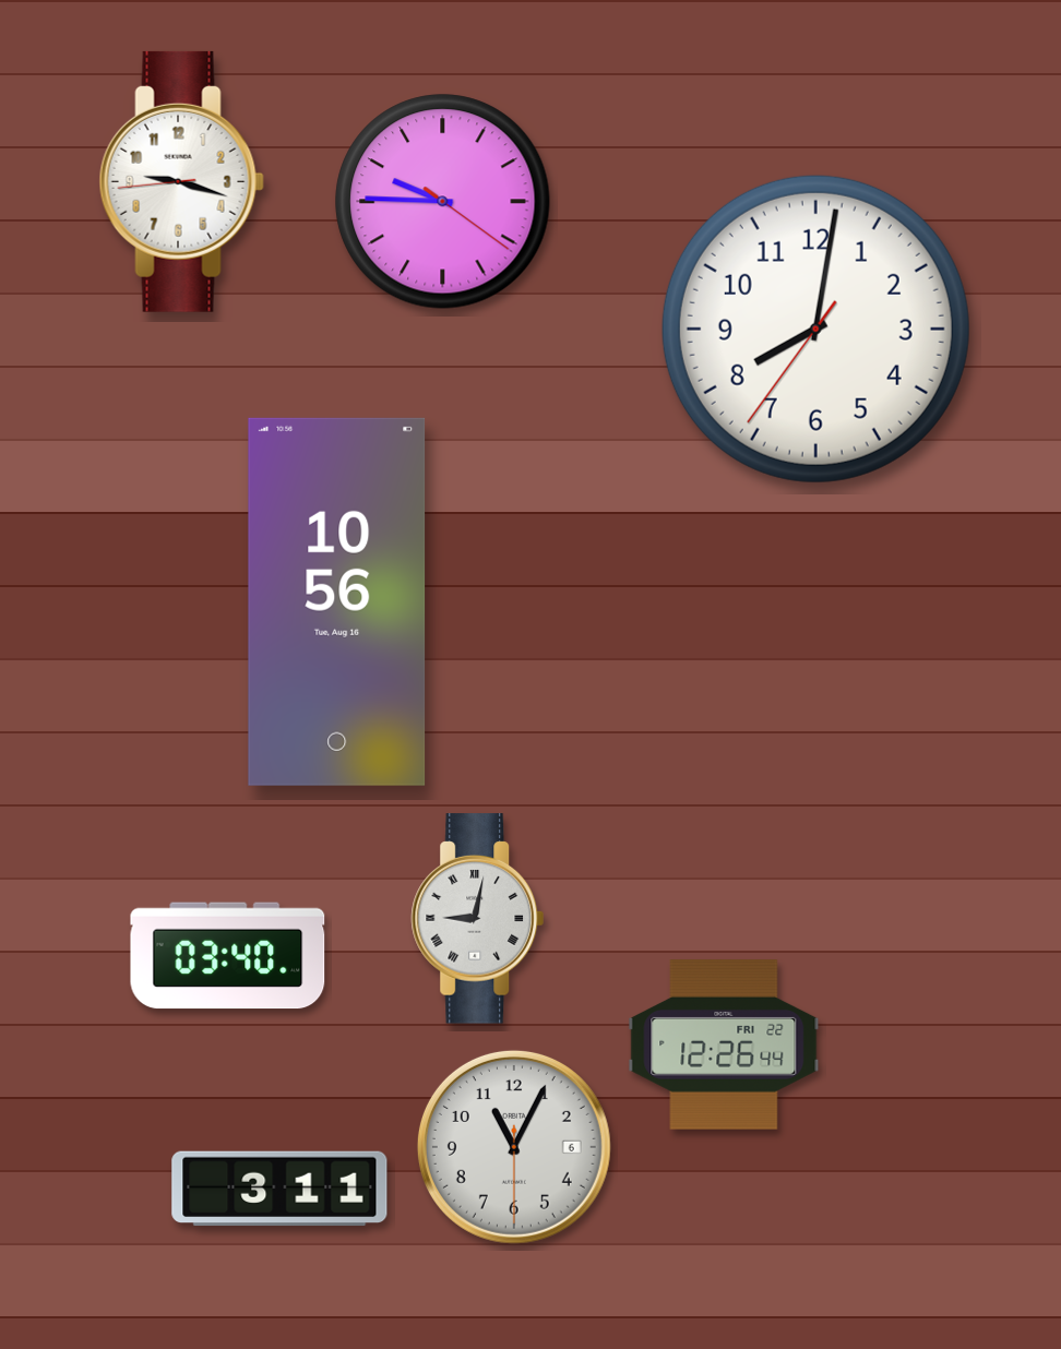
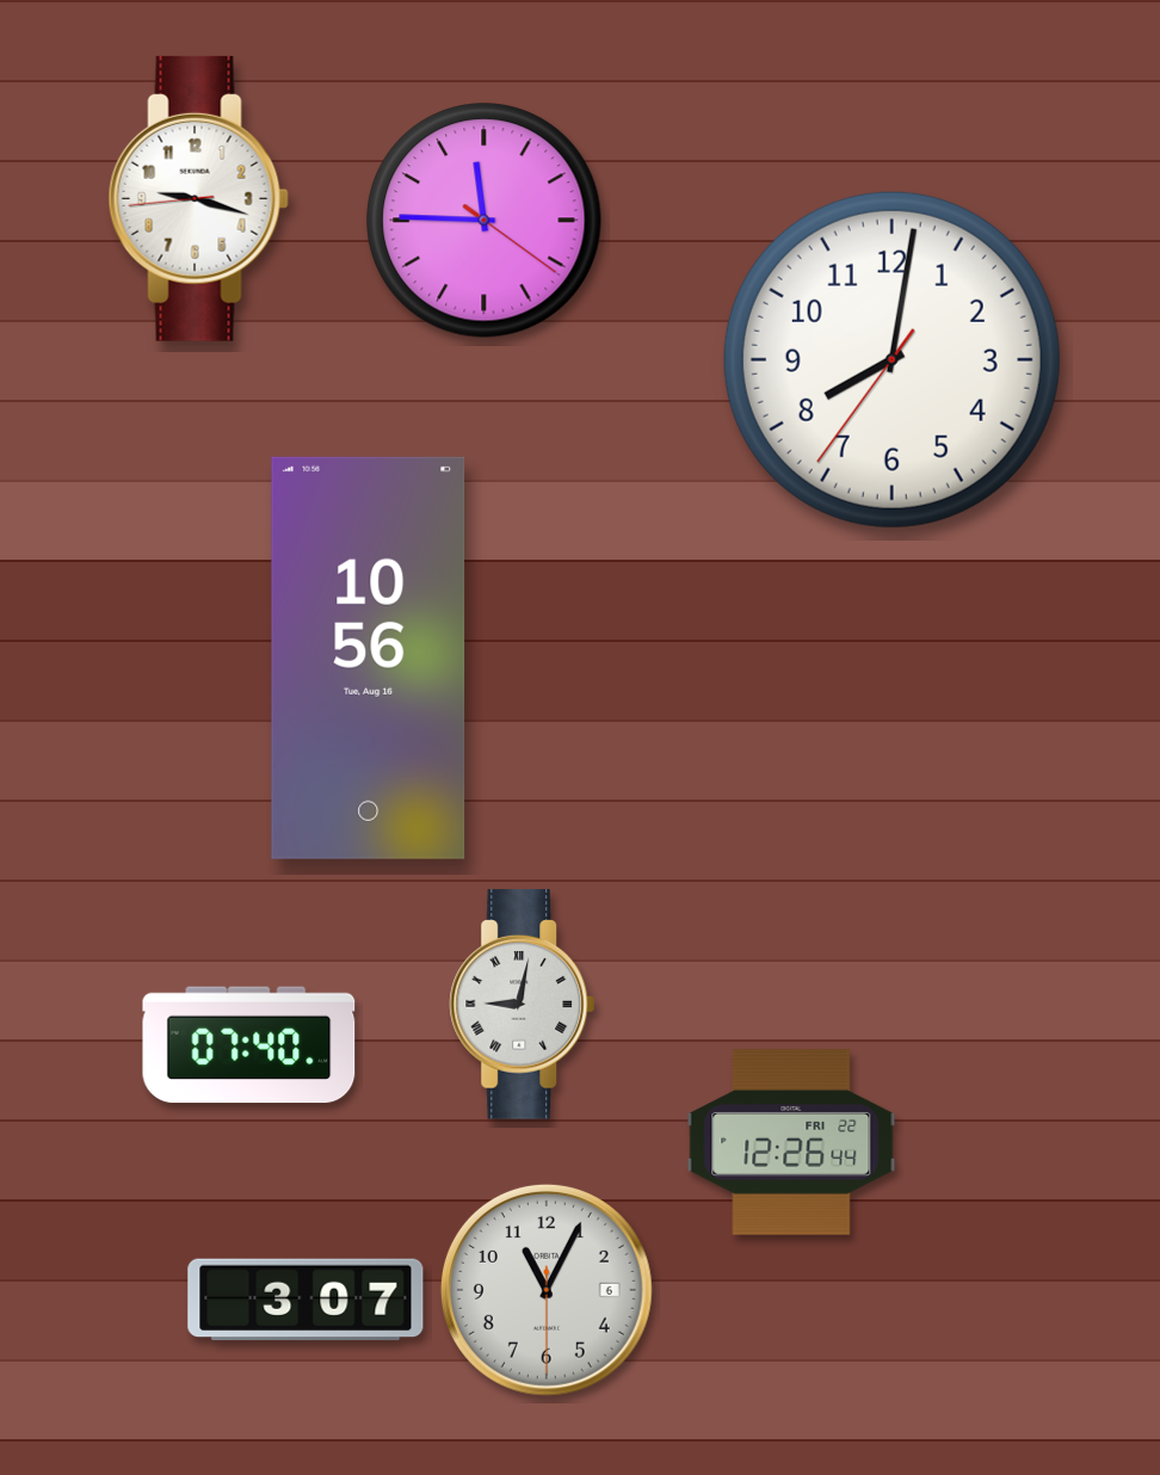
clock at (443, 202): 9:45 -> 11:45
clock at (228, 956): 03:40 -> 07:40
clock at (514, 1147) position: (514, 1147) -> (547, 1290)
clock at (279, 1189): 3:11 -> 3:07
